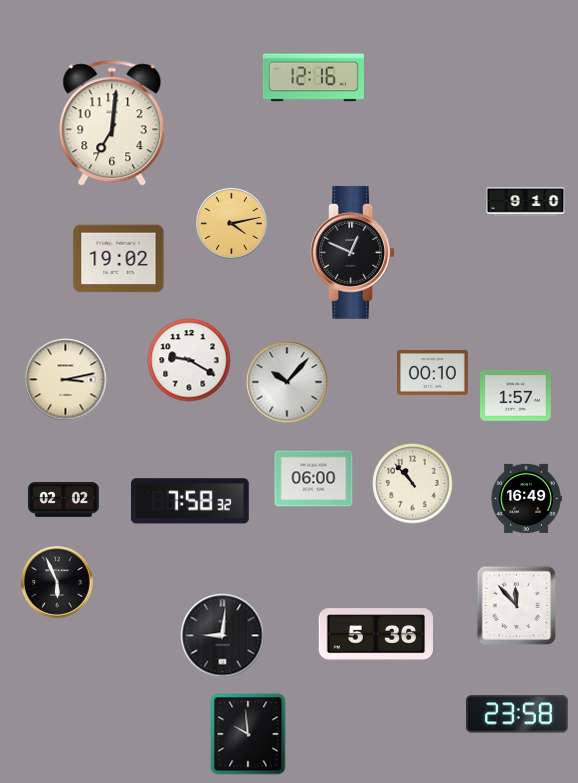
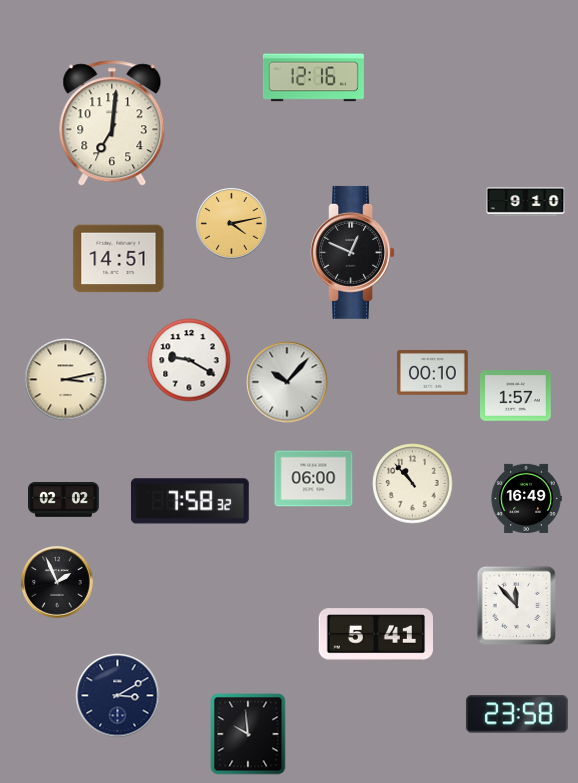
clock at (119, 259): 19:02 -> 14:51
clock at (58, 583): 5:56 -> 1:56
clock at (375, 635): 5:36 -> 5:41
clock at (223, 636): 9:01 -> none
clock at (118, 696): none -> 3:10
